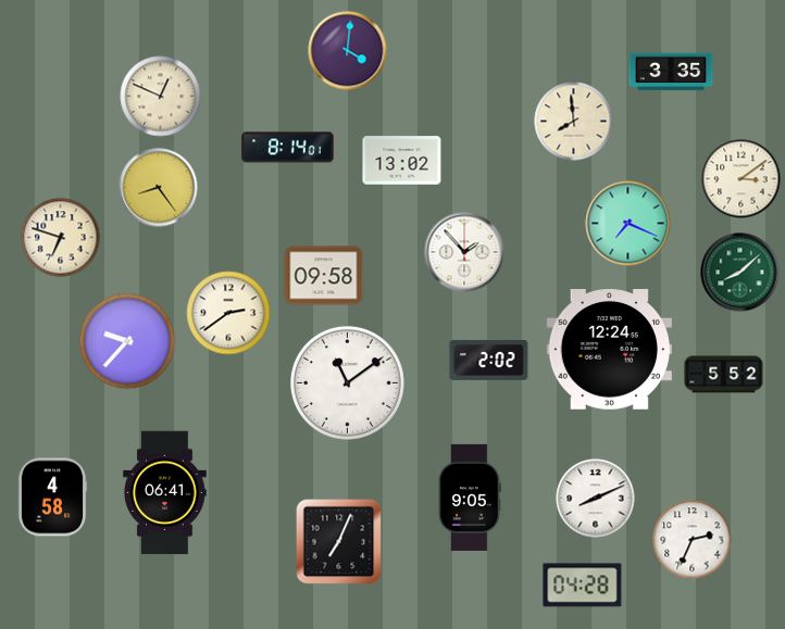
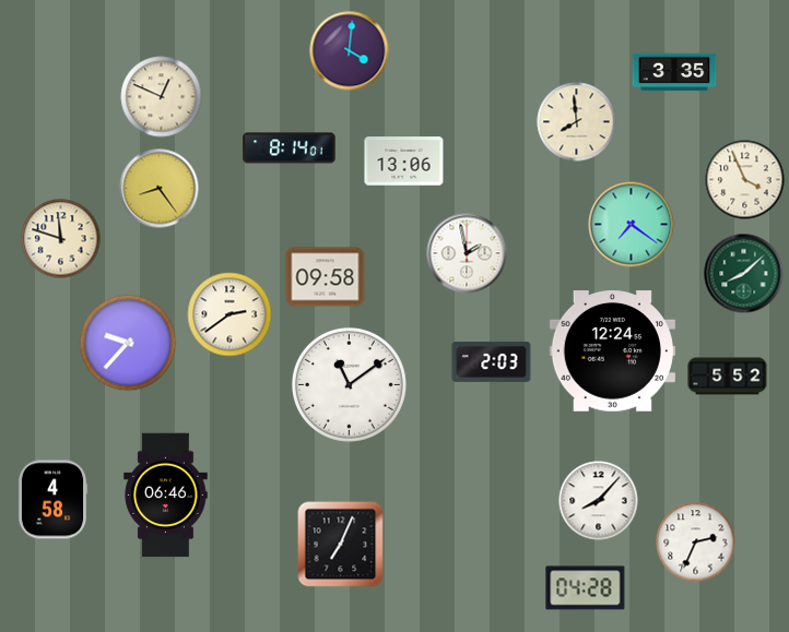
clock at (402, 161): 13:02 -> 13:06
clock at (742, 179): 3:09 -> 3:56
clock at (628, 224): 7:19 -> 7:21
clock at (61, 238): 6:48 -> 11:48
clock at (464, 252): 1:53 -> 1:58
clock at (489, 360): 2:02 -> 2:03
clock at (165, 493): 06:41 -> 06:46
clock at (470, 498): 9:05 -> none
clock at (596, 499): 8:11 -> 8:07
